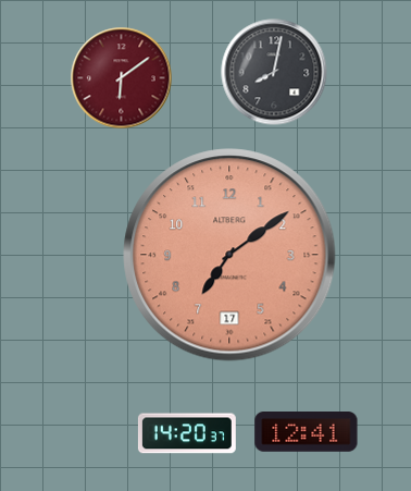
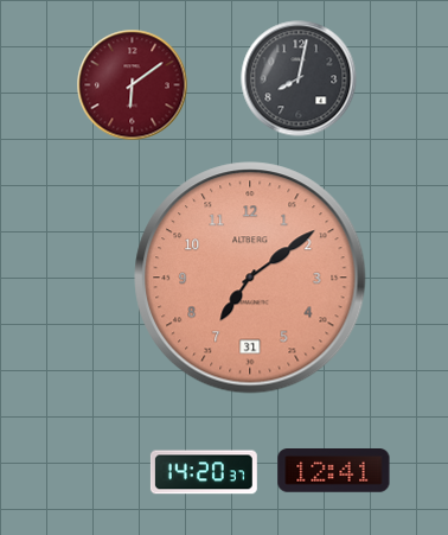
clock at (229, 255) date: 17 -> 31
